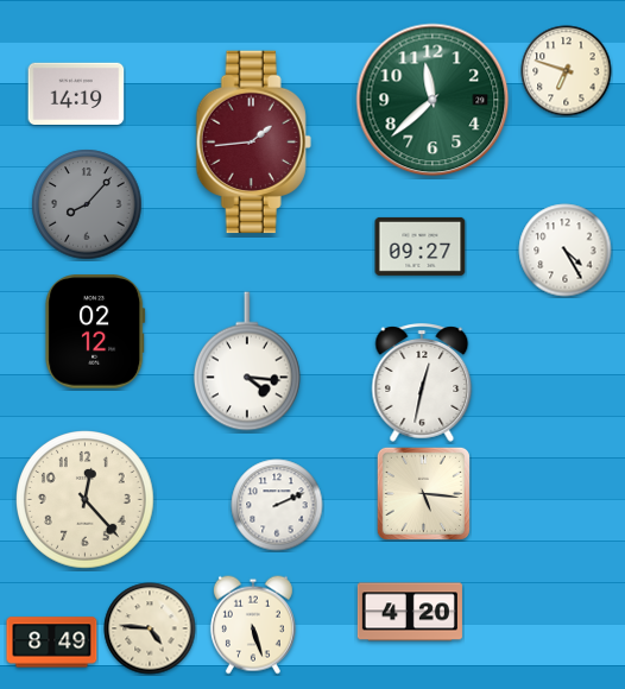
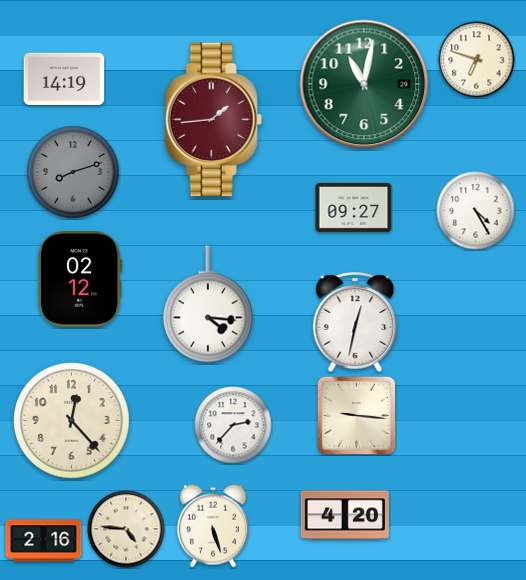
clock at (433, 100): 11:38 -> 11:02
clock at (87, 204): 8:07 -> 8:12
clock at (423, 493): 5:16 -> 9:16
clock at (277, 505): 2:11 -> 2:37
clock at (52, 643): 8:49 -> 2:16
